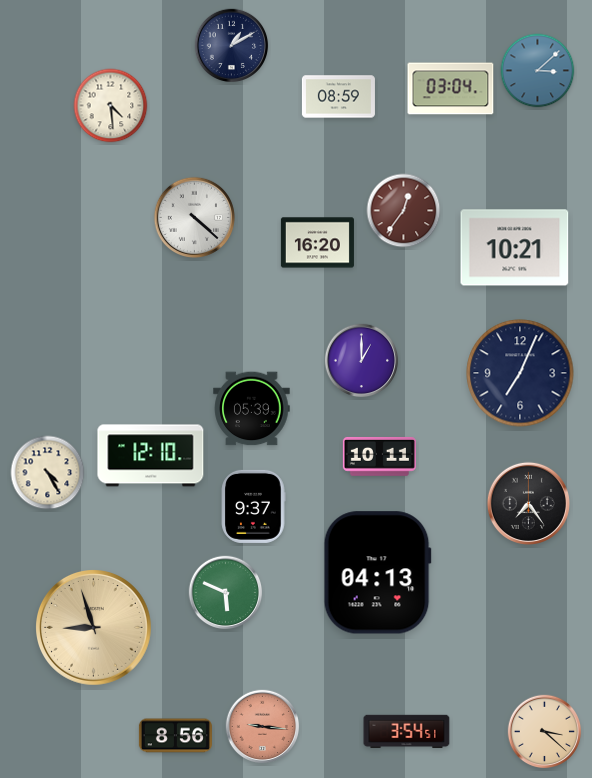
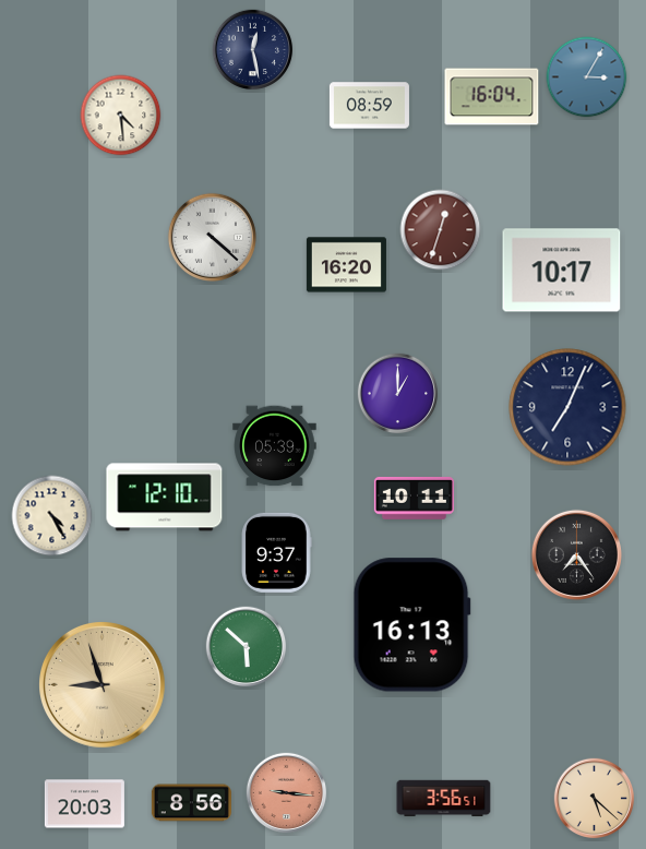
clock at (232, 46): 1:10 -> 12:28
clock at (538, 71): 3:08 -> 3:05
clock at (451, 89): 03:04 -> 16:04
clock at (404, 211): 12:36 -> 12:33
clock at (515, 248): 10:21 -> 10:17
clock at (362, 361) position: (362, 361) -> (398, 394)
clock at (528, 503) position: (528, 503) -> (576, 554)
clock at (377, 573): 04:13 -> 16:13
clock at (226, 593): 5:49 -> 5:52
clock at (407, 732): 3:54 -> 3:56
clock at (545, 732): 3:22 -> 5:22
clock at (84, 804): none -> 20:03
